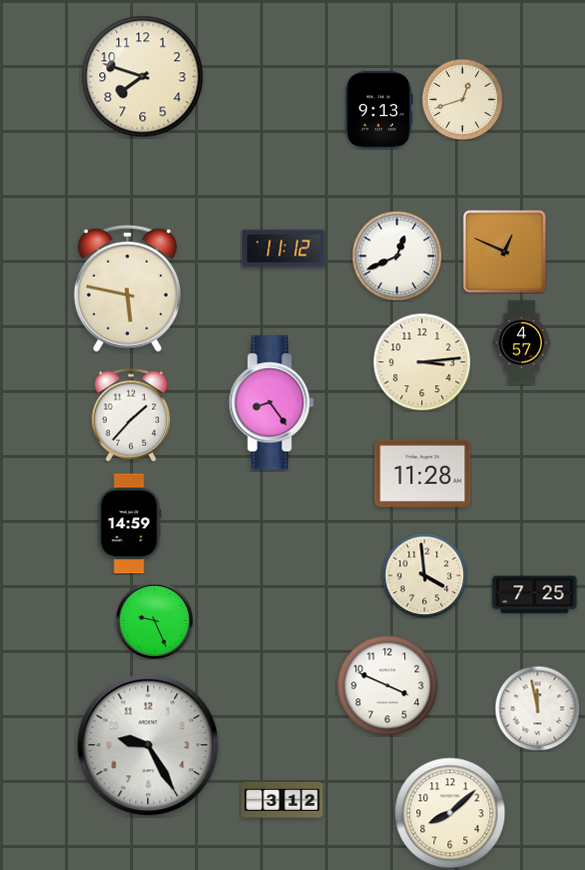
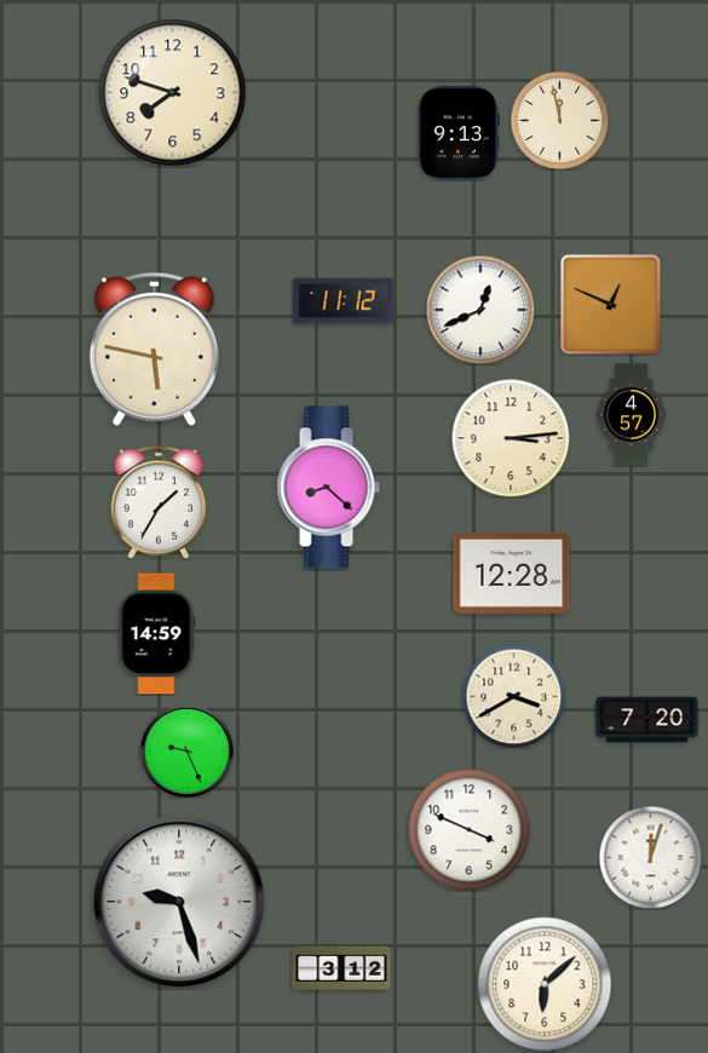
clock at (462, 99): 12:42 -> 11:58
clock at (271, 403): 8:24 -> 8:22
clock at (130, 415): 1:37 -> 1:35
clock at (423, 473): 11:28 -> 12:28
clock at (424, 575): 3:59 -> 3:40
clock at (535, 595): 7:25 -> 7:20
clock at (537, 708): 11:58 -> 12:03
clock at (148, 745): 9:25 -> 9:27
clock at (450, 813): 8:08 -> 6:08
